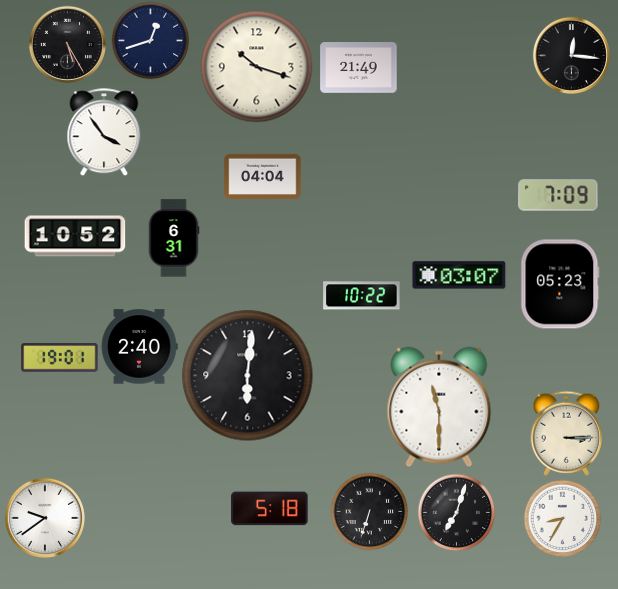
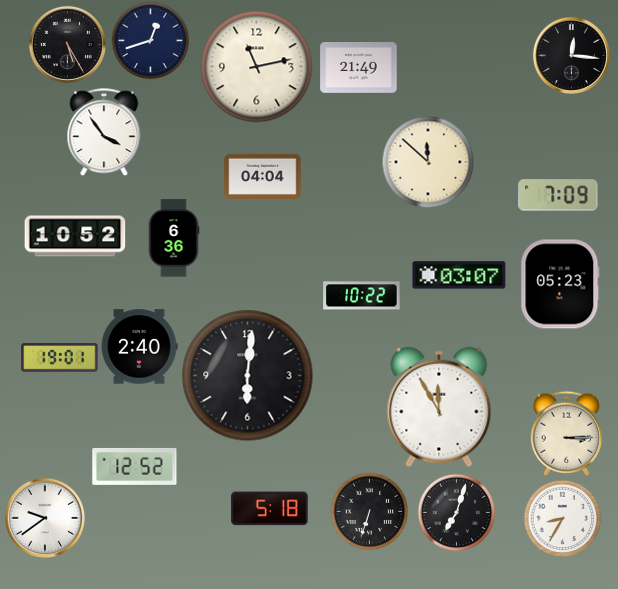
clock at (257, 67): 10:18 -> 11:13
clock at (428, 162): none -> 11:52
clock at (174, 238): 6:31 -> 6:36
clock at (439, 407): 11:30 -> 11:55
clock at (135, 467): none -> 12:52
